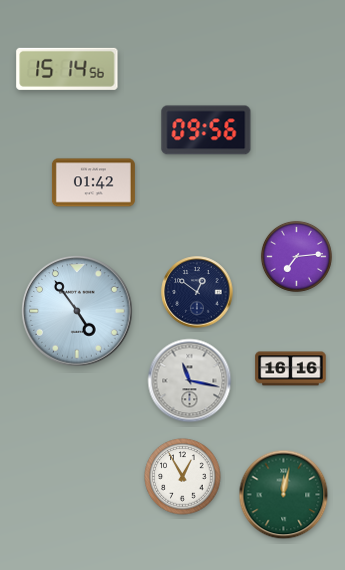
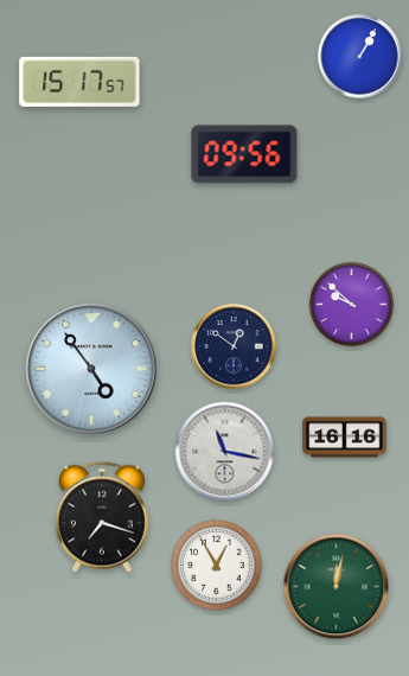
clock at (360, 57): none -> 1:05
clock at (67, 69): 15:14 -> 15:17
clock at (93, 183): 01:42 -> none
clock at (296, 256): 7:14 -> 9:52
clock at (102, 517): none -> 7:18
